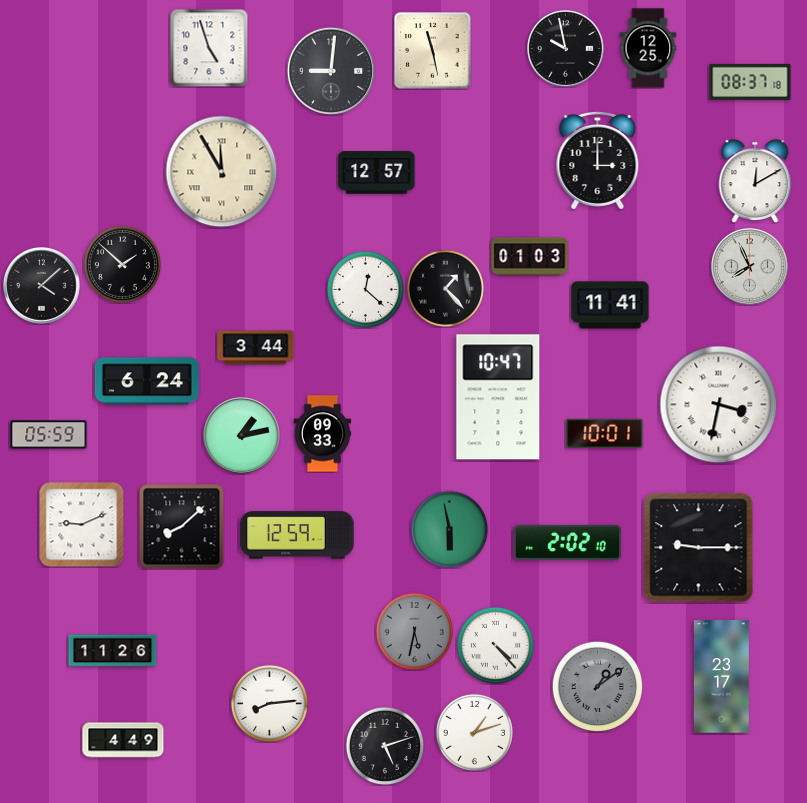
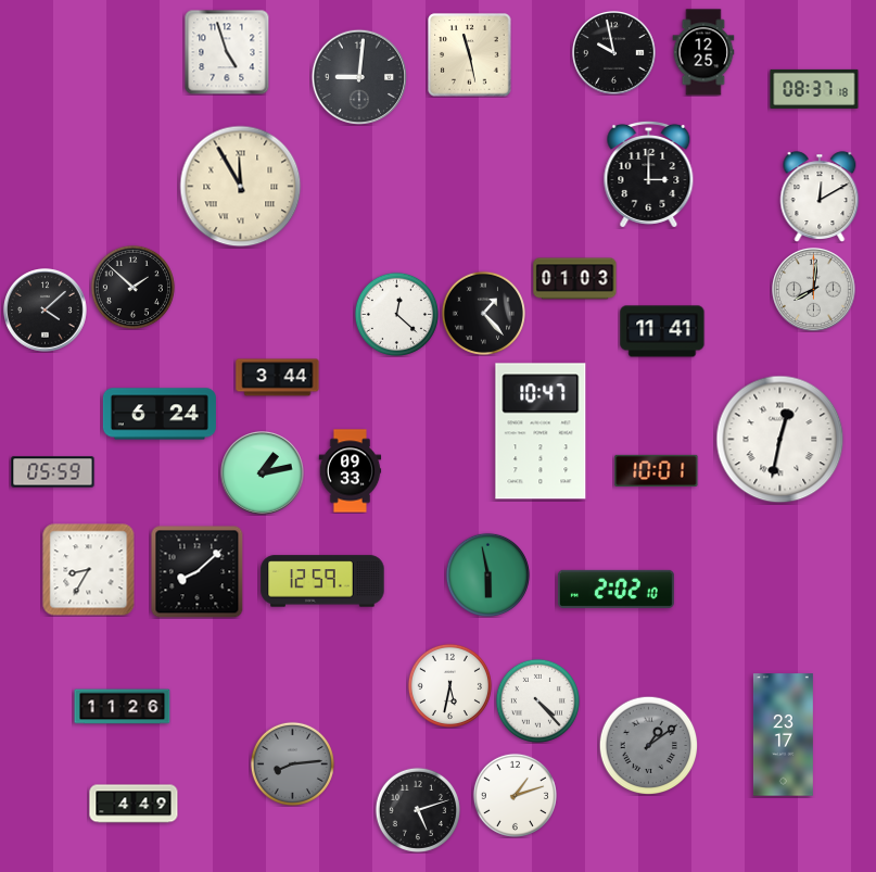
clock at (377, 173): 12:57 -> none
clock at (750, 267): 7:56 -> 8:01
clock at (719, 405): 3:32 -> 12:32
clock at (82, 525): 9:11 -> 8:35
clock at (699, 548): 9:15 -> none
clock at (414, 631) dial: grey -> white
clock at (269, 703) dial: white -> grey
